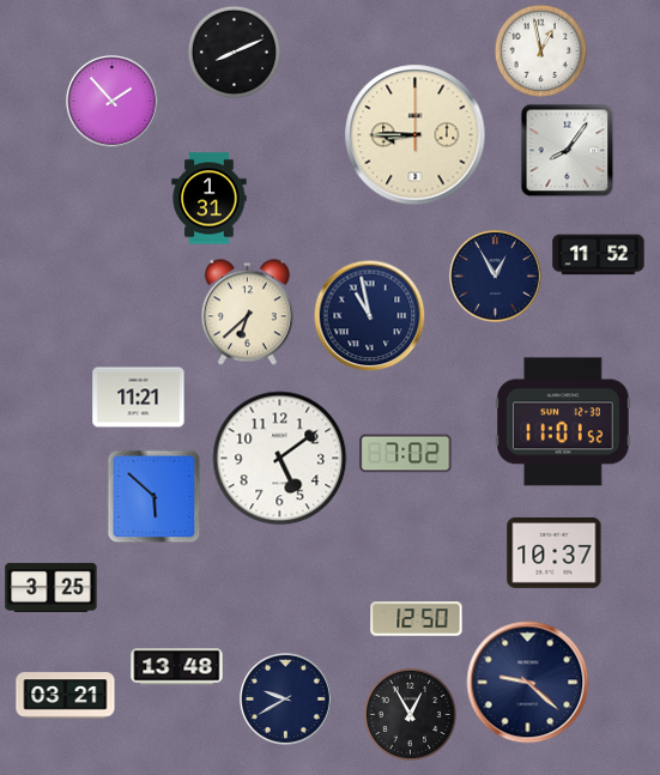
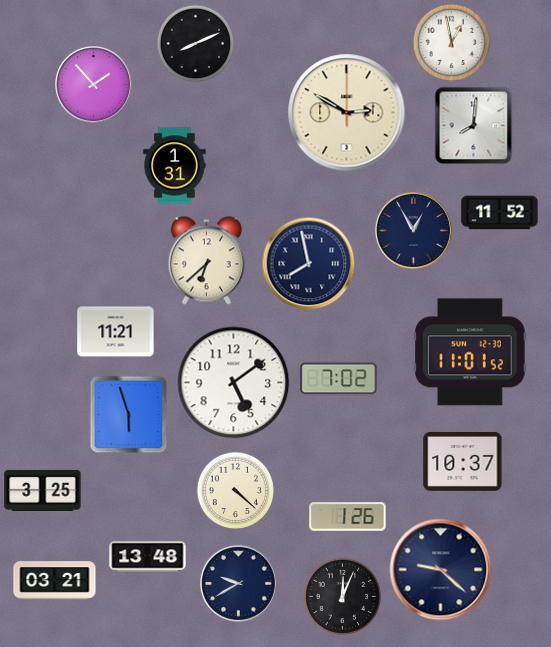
clock at (416, 135): 8:45 -> 2:50
clock at (567, 150): 8:06 -> 8:01
clock at (369, 315): 10:58 -> 7:58
clock at (153, 496): 5:52 -> 5:57
clock at (235, 490): none -> 4:22
clock at (417, 619): 12:50 -> 1:26
clock at (410, 714): 12:55 -> 12:04
